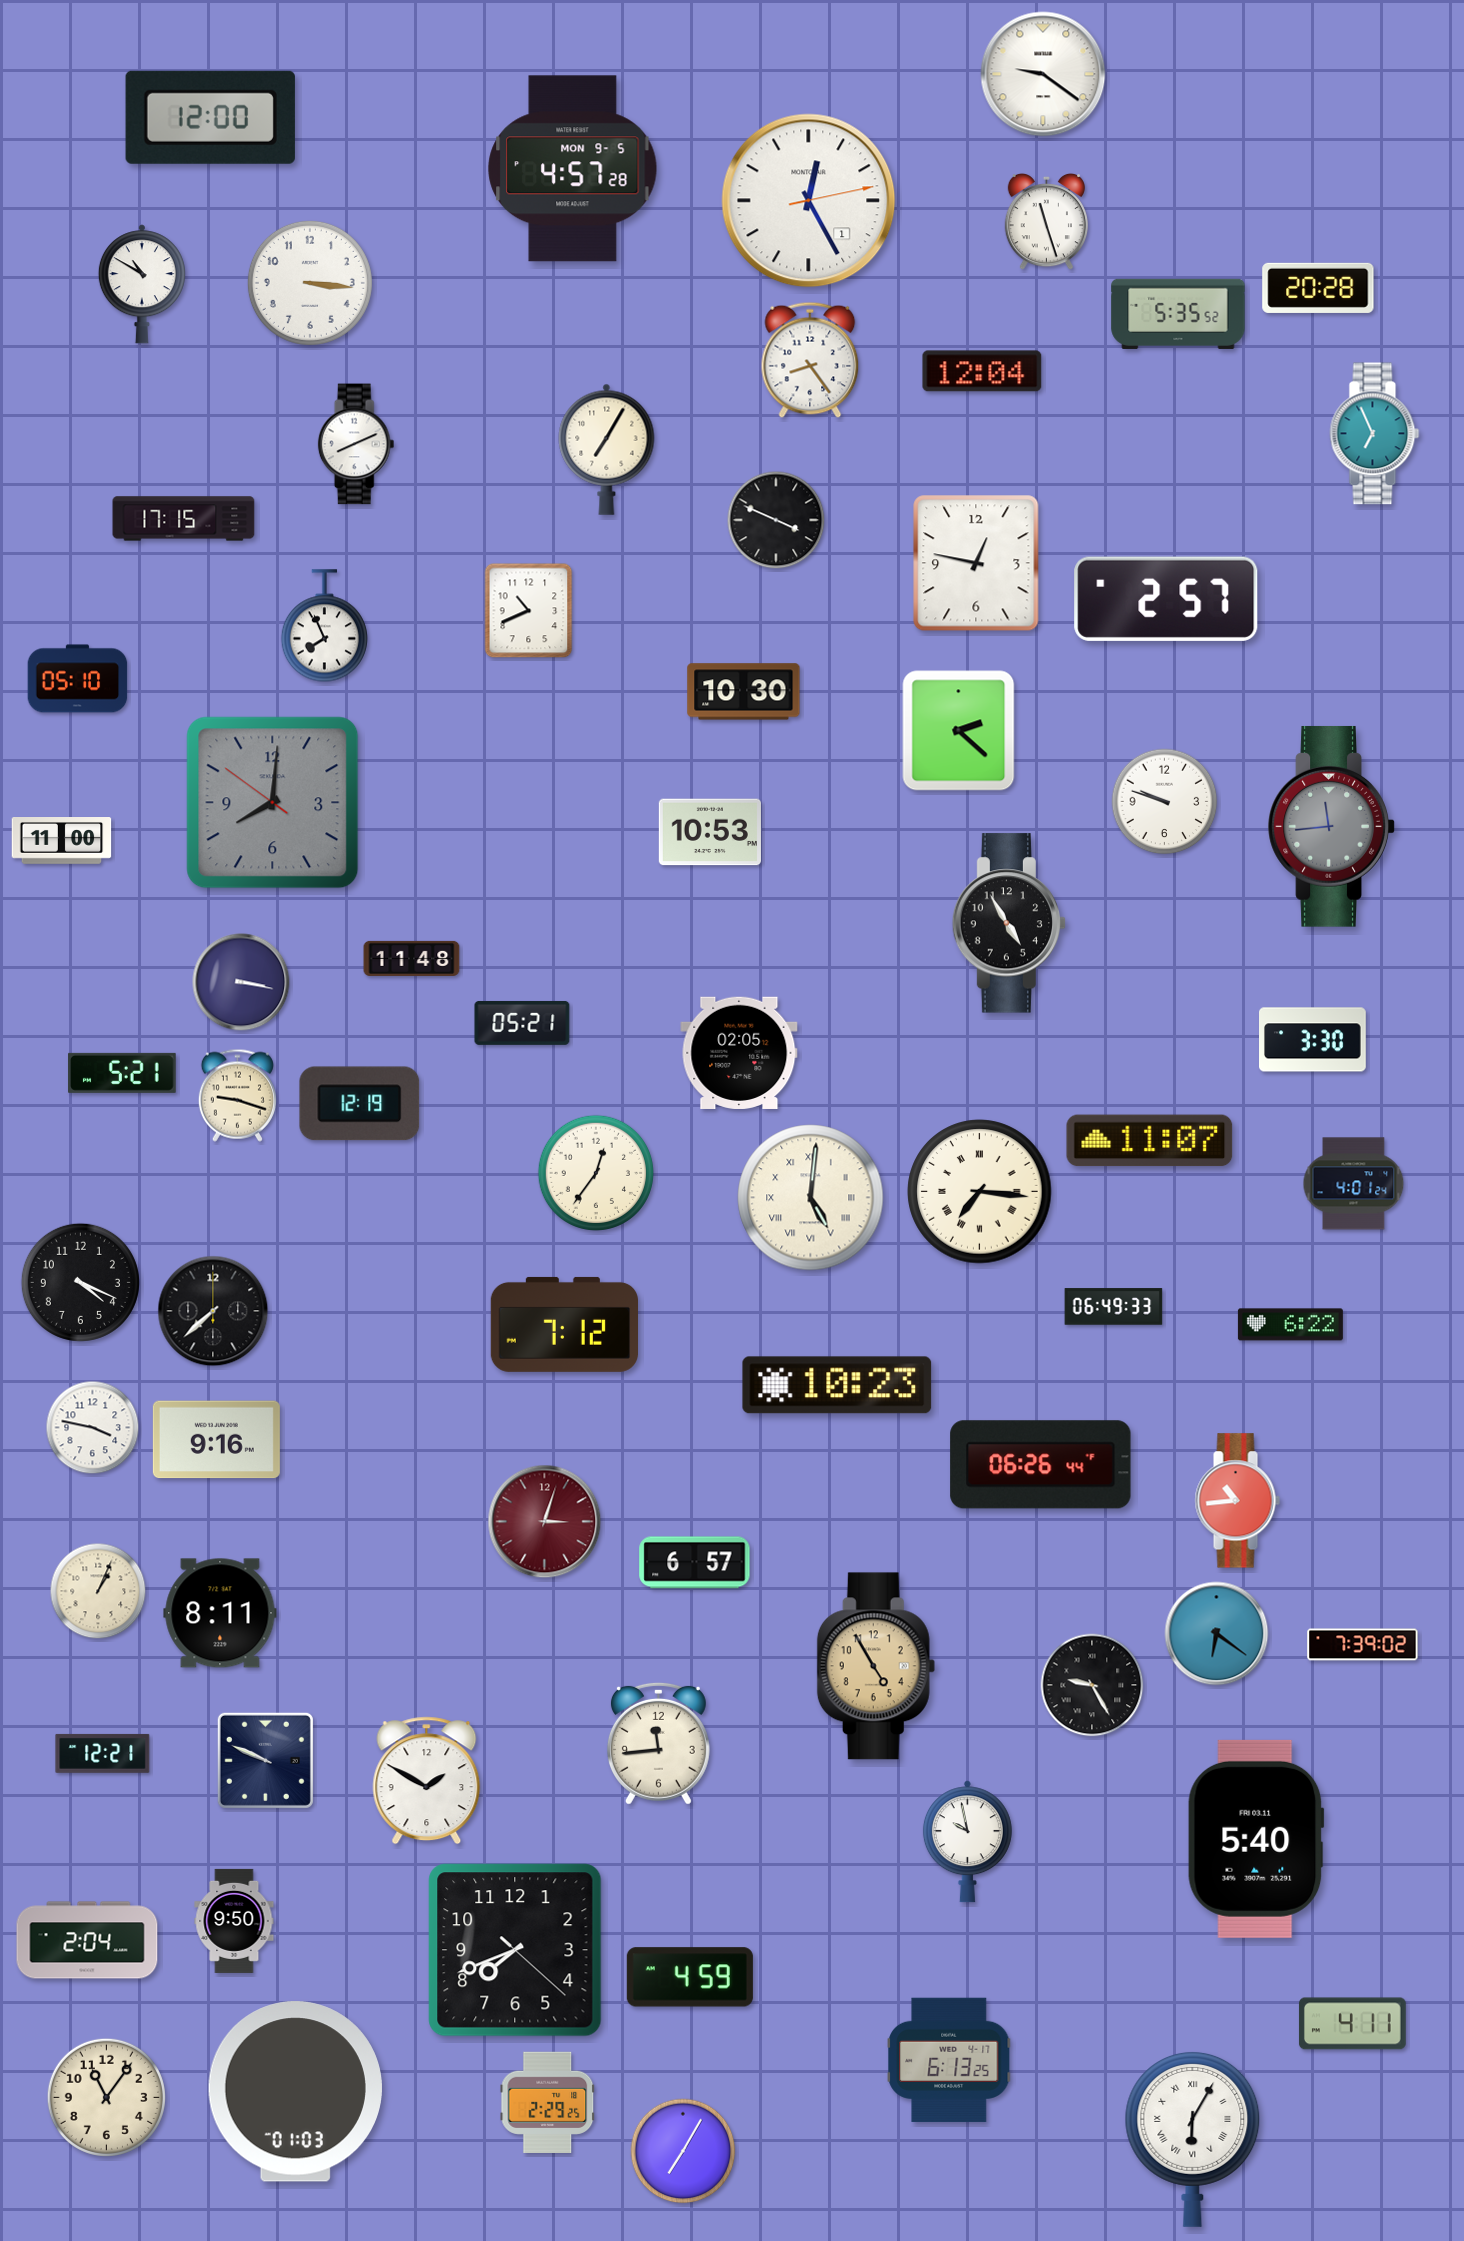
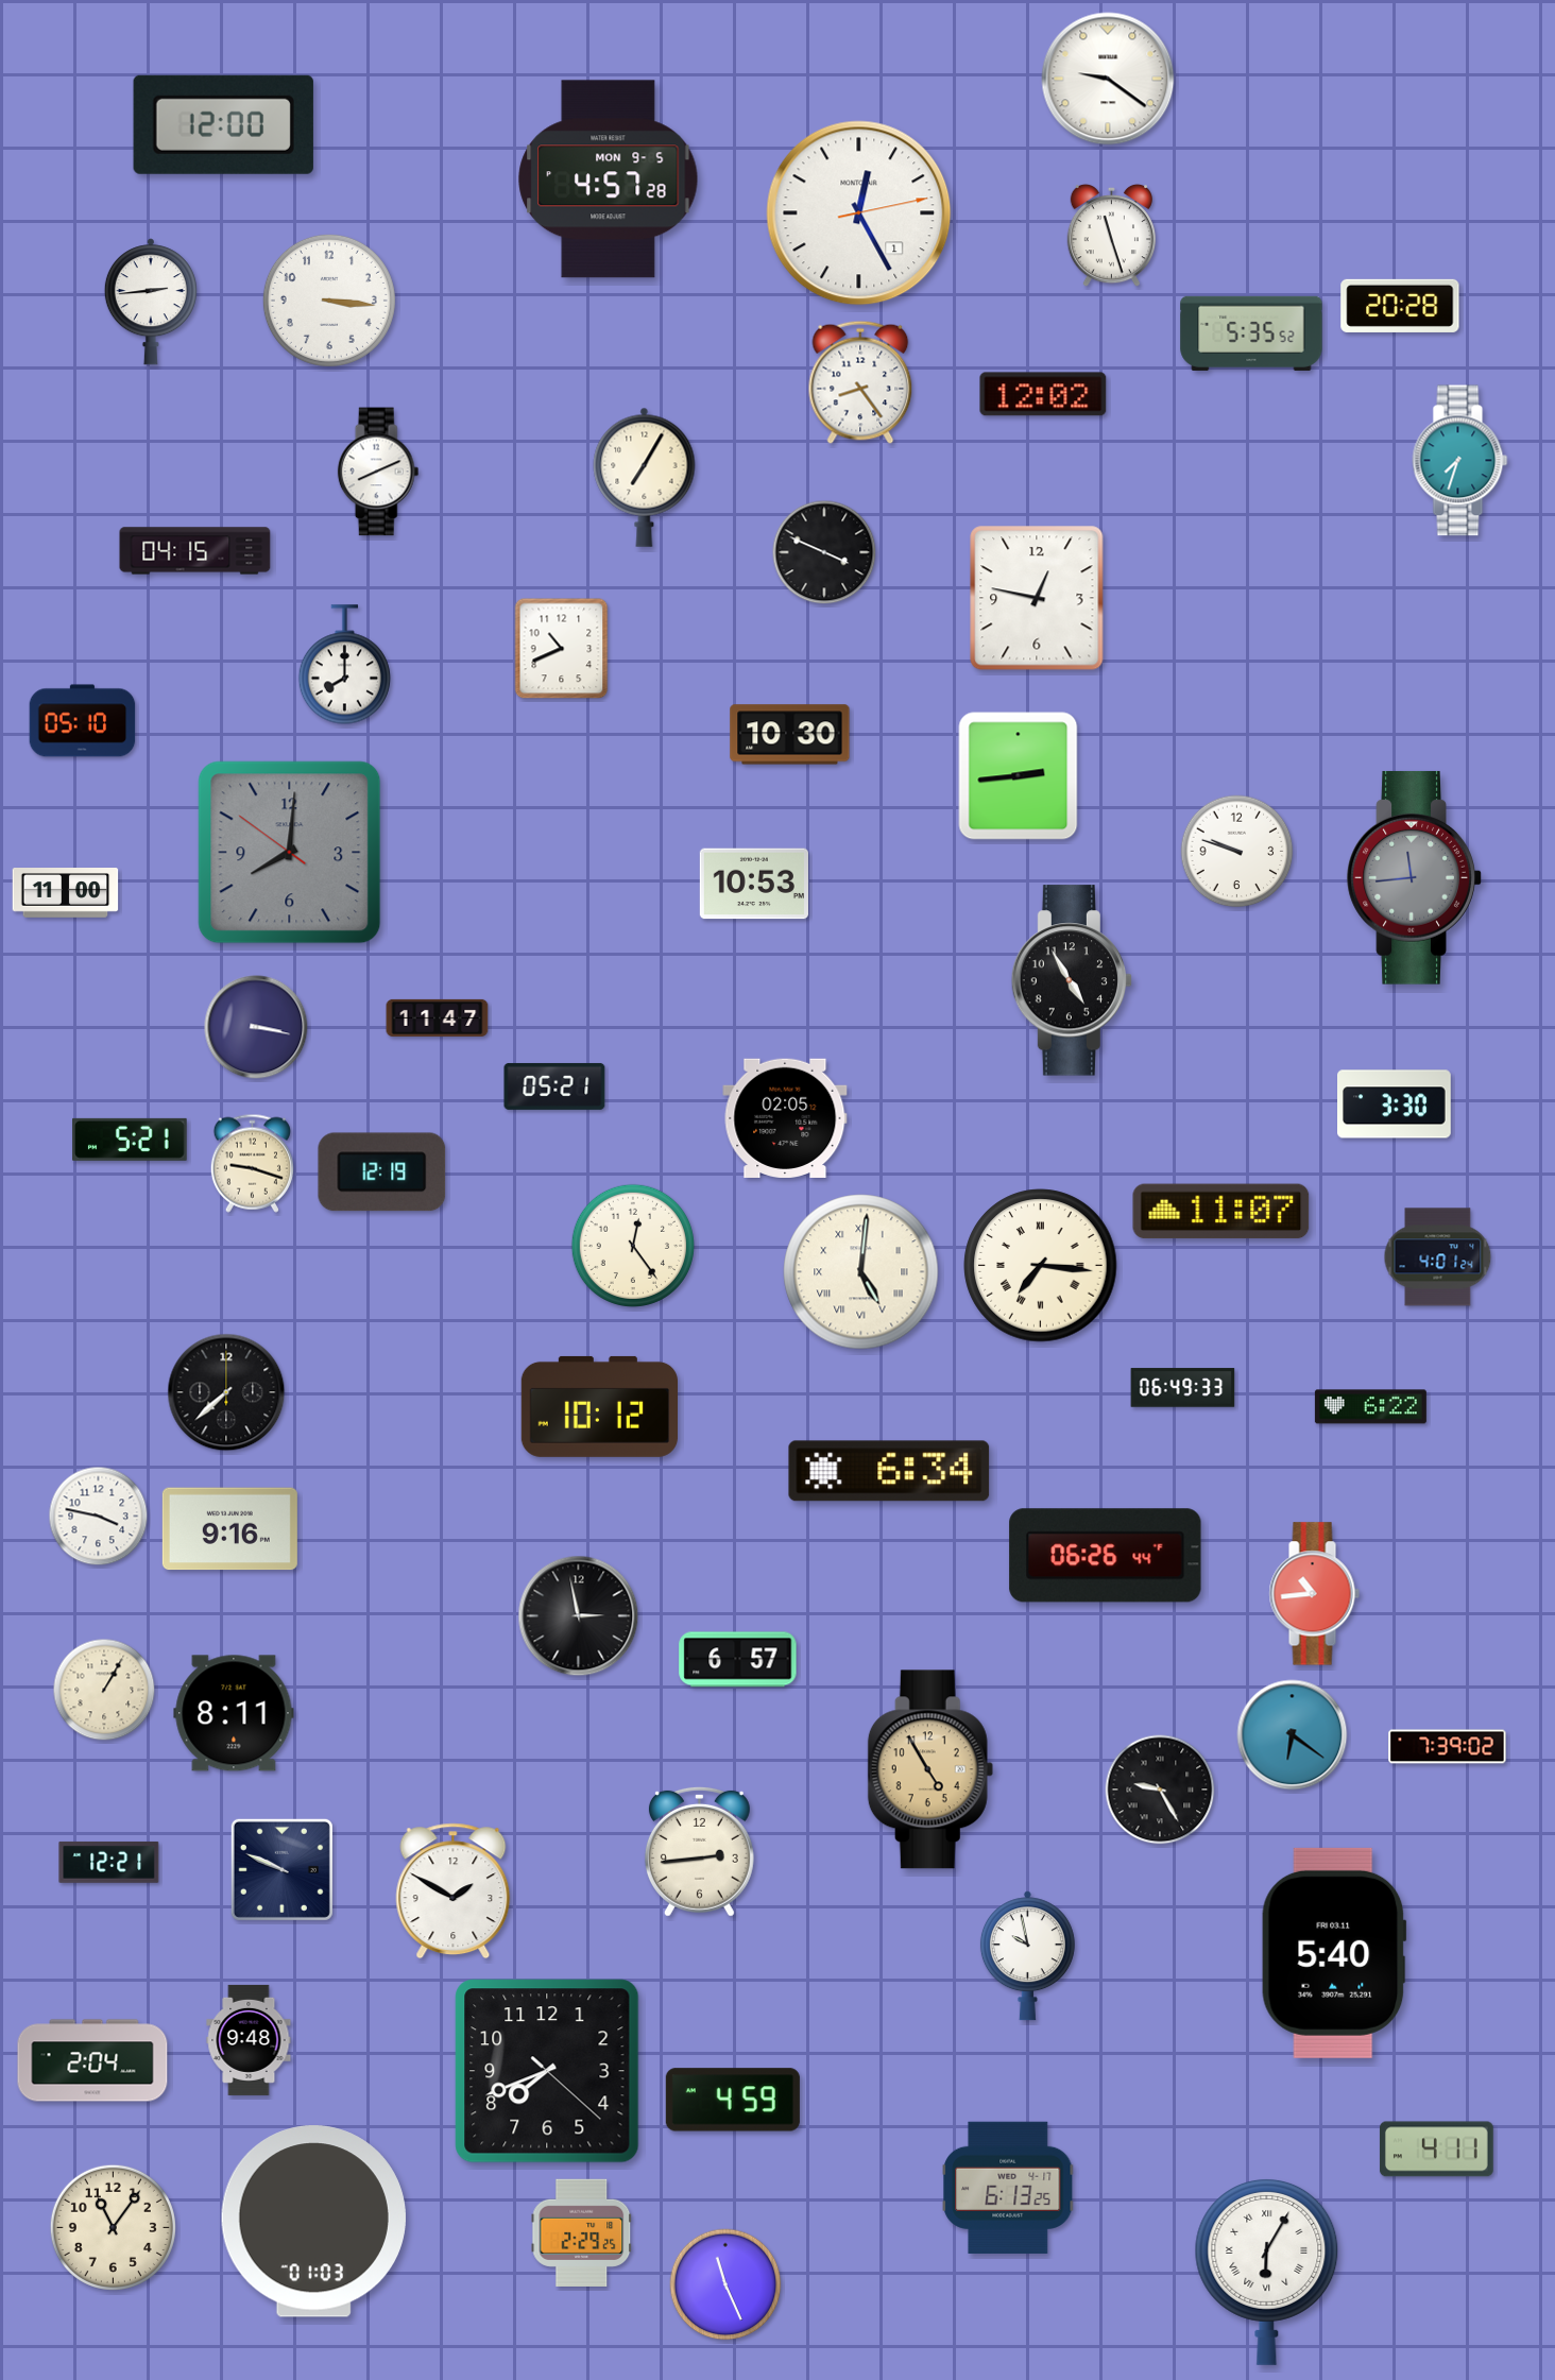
clock at (142, 284): 10:50 -> 2:44
clock at (982, 371): 12:04 -> 12:02
clock at (1375, 434): 6:56 -> 7:33
clock at (184, 519): 17:15 -> 04:15
clock at (1166, 599): 2:57 -> none
clock at (324, 626): 7:56 -> 8:00
clock at (959, 731): 2:22 -> 2:44
clock at (412, 958): 11:48 -> 11:47
clock at (241, 982) position: (241, 982) -> (256, 1027)
clock at (596, 1173): 12:36 -> 12:24
clock at (80, 1282): 4:19 -> none
clock at (564, 1324): 7:12 -> 10:12
clock at (837, 1385): 10:23 -> 6:34
clock at (545, 1522): 3:03 -> 2:58
clock at (545, 1522) dial: burgundy -> black
clock at (98, 1591): 1:04 -> 1:05
clock at (658, 1743): 11:44 -> 2:44
clock at (234, 1921): 9:50 -> 9:48
clock at (683, 2151): 7:05 -> 11:26
